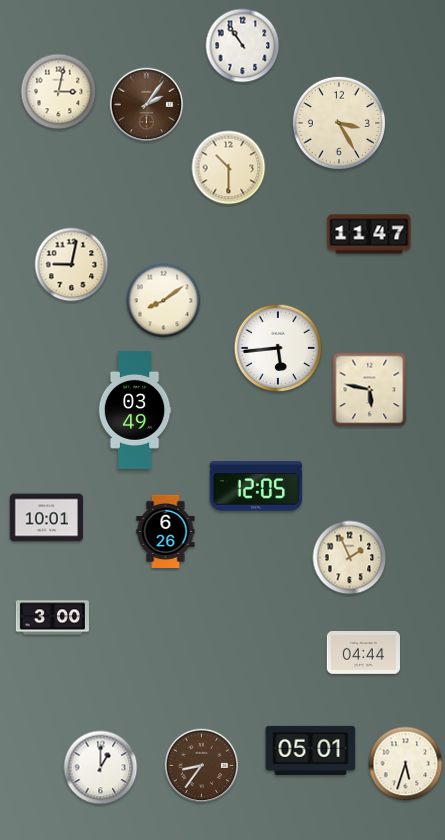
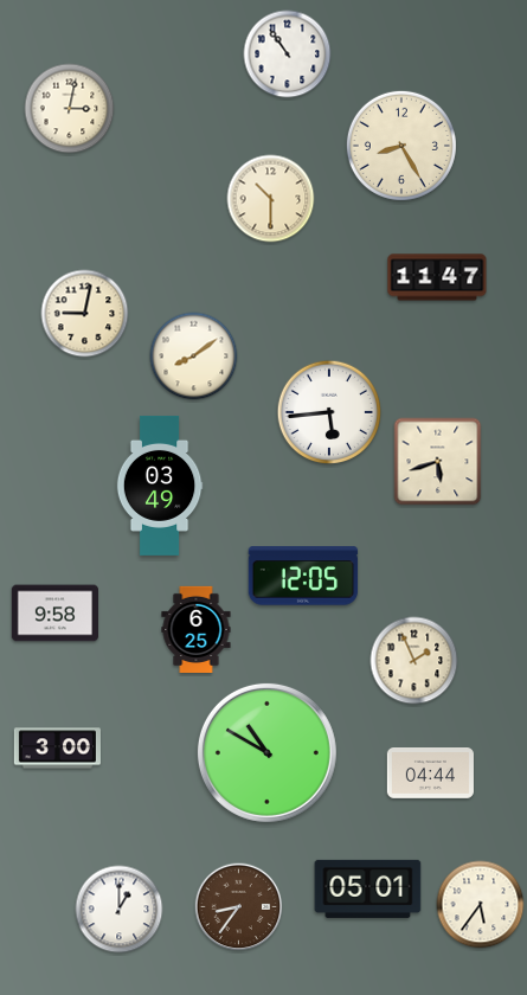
clock at (147, 105): 2:06 -> none
clock at (339, 123): 3:25 -> 8:25
clock at (370, 390): 5:47 -> 5:42
clock at (46, 518): 10:01 -> 9:58
clock at (166, 531): 6:26 -> 6:25
clock at (52, 618) position: (52, 618) -> (57, 749)
clock at (266, 752): none -> 10:50
clock at (406, 764): 5:33 -> 5:36
